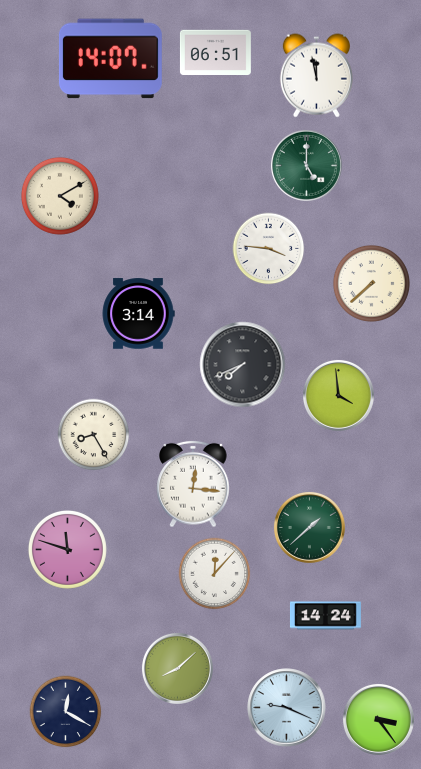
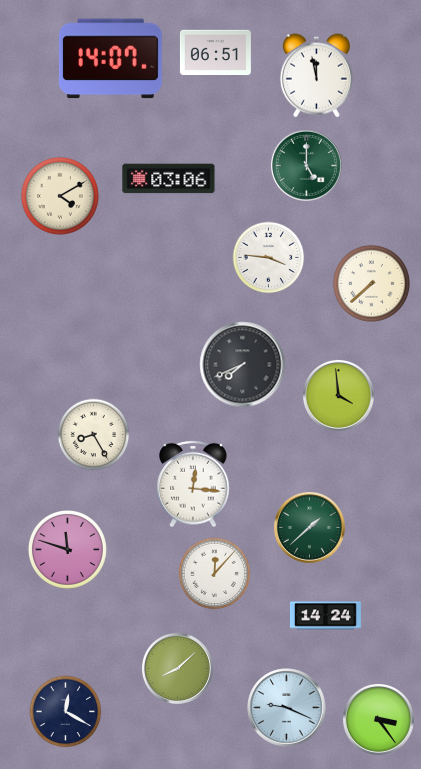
clock at (169, 179): none -> 03:06
clock at (269, 249) position: (269, 249) -> (269, 258)
clock at (138, 314): 3:14 -> none
